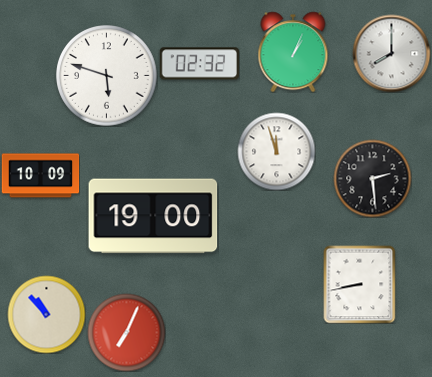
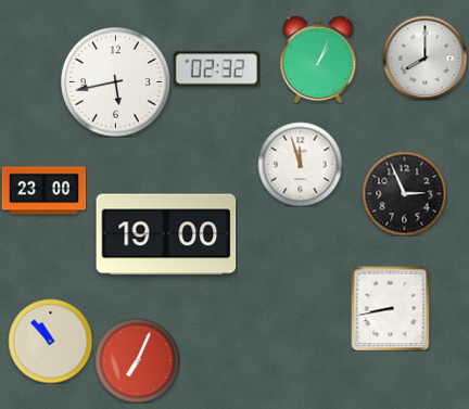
clock at (293, 52) position: (293, 52) -> (318, 60)
clock at (107, 76): 5:48 -> 5:43
clock at (40, 176): 10:09 -> 23:00
clock at (372, 178): 2:29 -> 2:56
